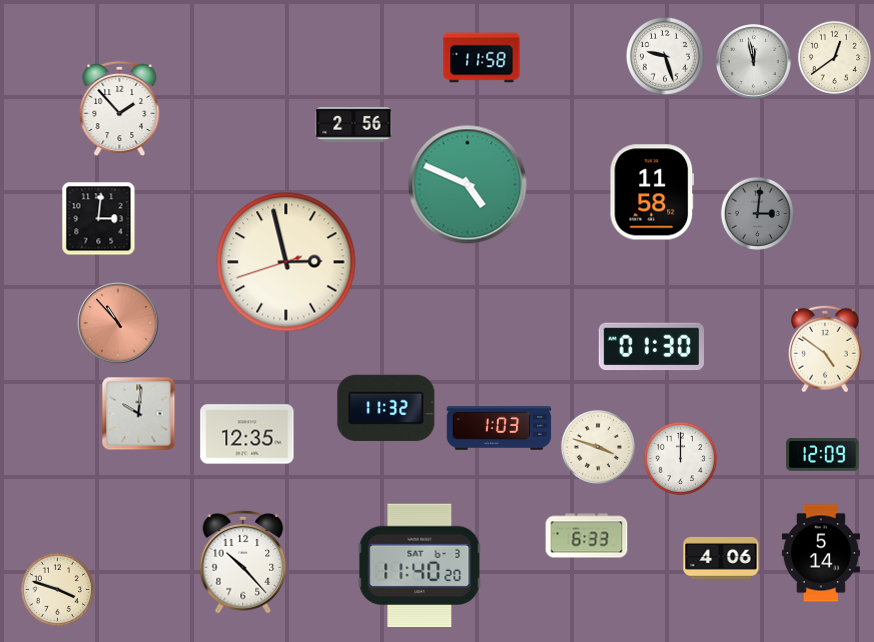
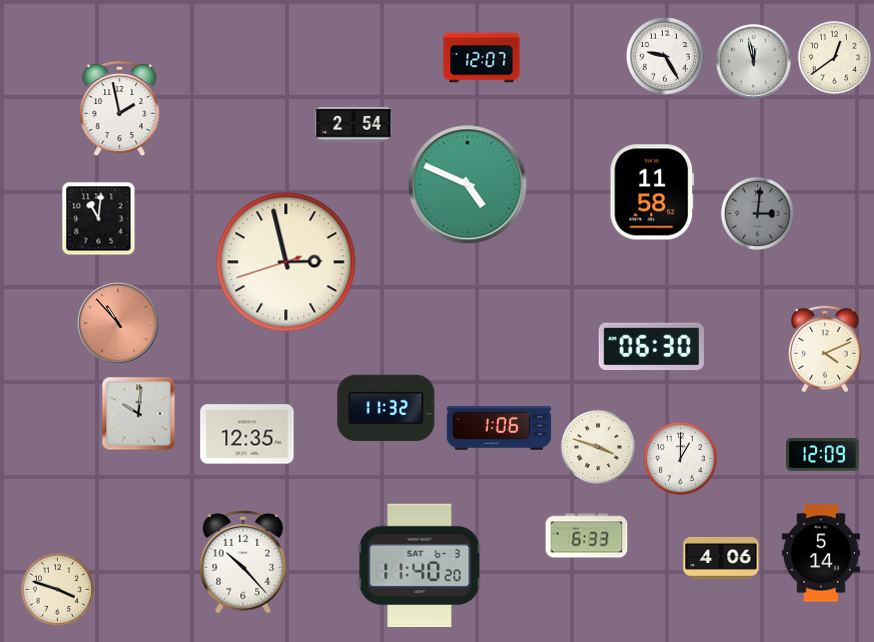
clock at (665, 56): 9:27 -> 9:25
clock at (482, 58): 11:58 -> 12:07
clock at (120, 109): 1:53 -> 1:58
clock at (354, 125): 2:56 -> 2:54
clock at (99, 219): 3:01 -> 11:01
clock at (651, 347): 01:30 -> 06:30
clock at (825, 349): 4:51 -> 4:11
clock at (499, 428): 1:03 -> 1:06
clock at (680, 458): 12:00 -> 1:00
